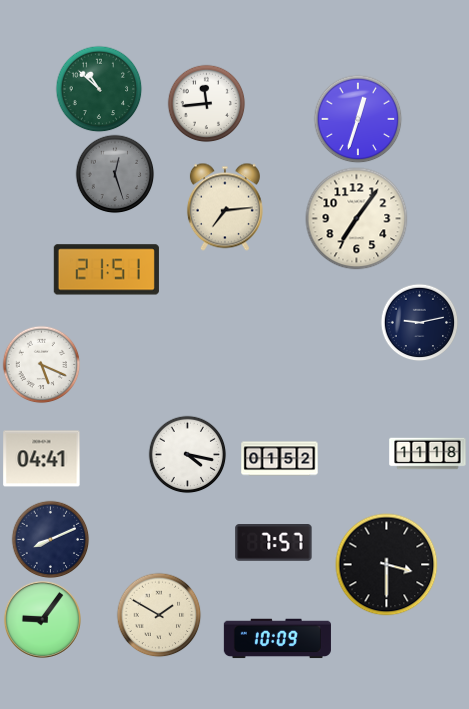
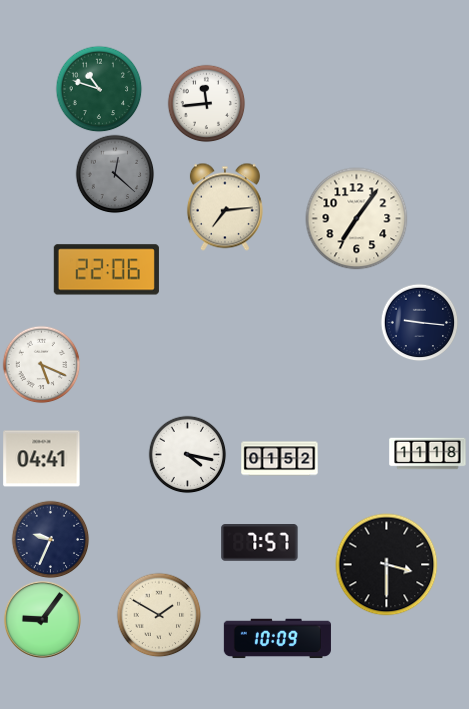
clock at (99, 89): 10:52 -> 10:48
clock at (358, 119): 12:33 -> none
clock at (115, 174): 12:27 -> 12:22
clock at (106, 270): 21:51 -> 22:06
clock at (419, 322): 9:13 -> 9:16
clock at (50, 539): 8:11 -> 9:34
clock at (274, 543) position: (274, 543) -> (260, 543)
